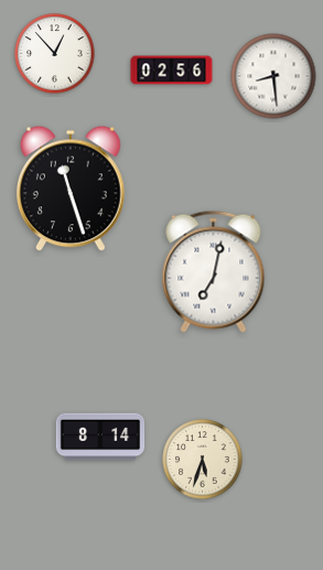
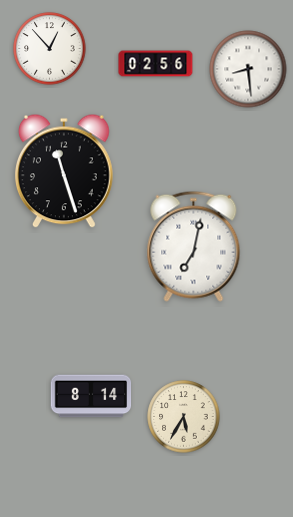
clock at (203, 460): 5:33 -> 5:35
